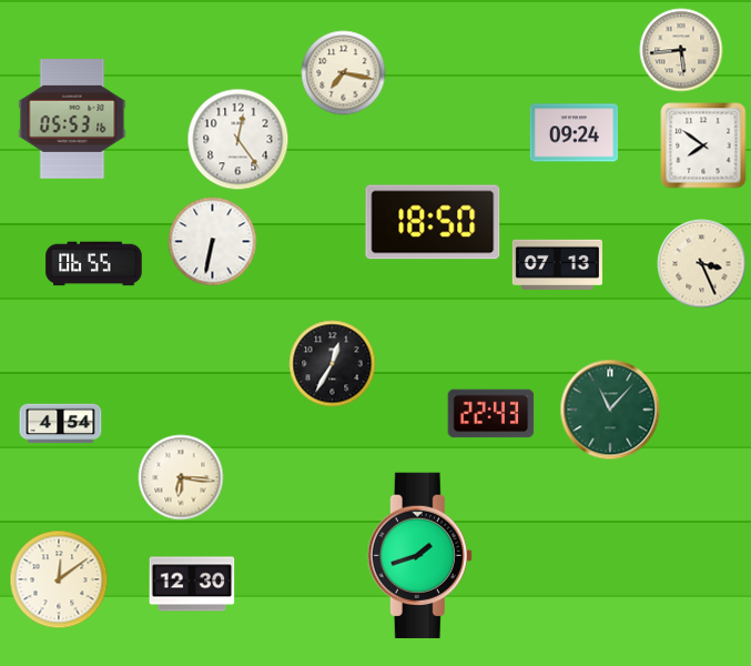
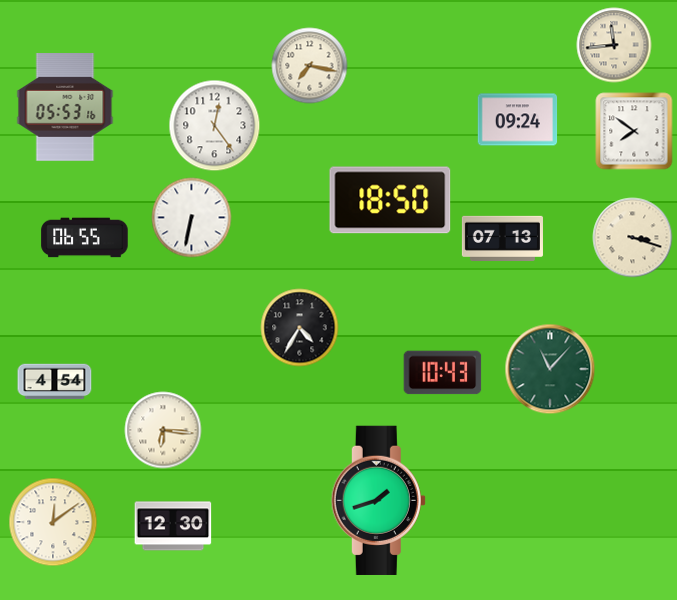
clock at (681, 50): 5:44 -> 11:44
clock at (702, 264): 3:26 -> 3:18
clock at (333, 364): 12:35 -> 4:35
clock at (491, 414): 22:43 -> 10:43
